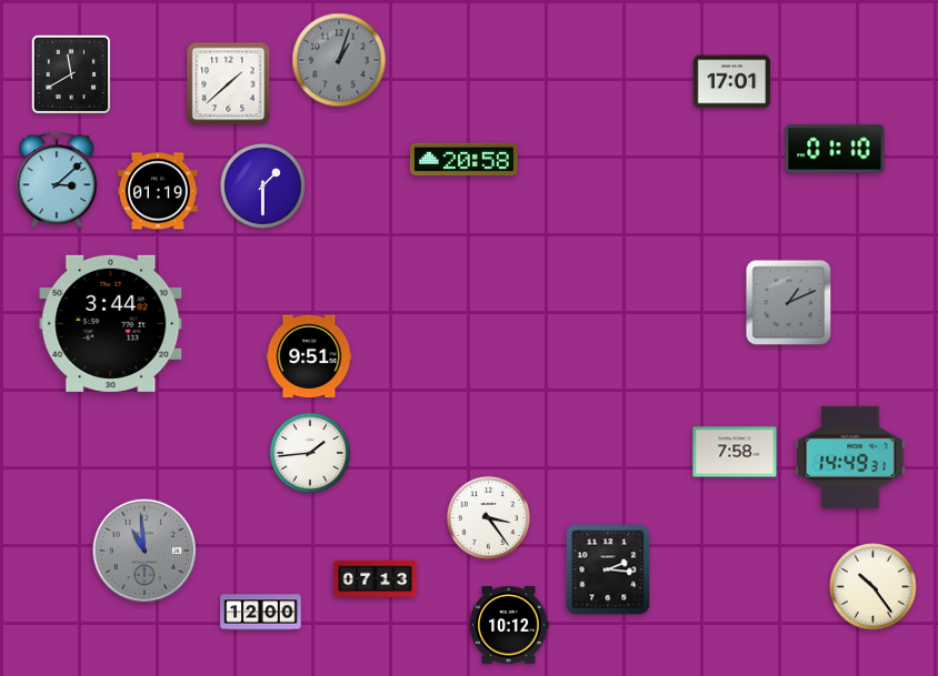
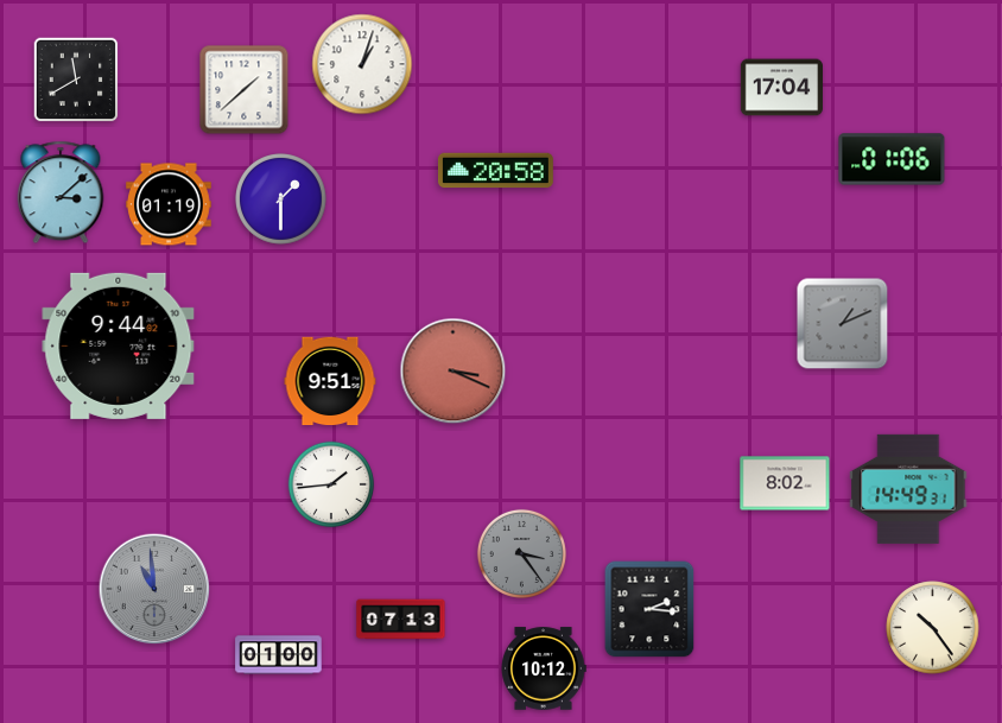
clock at (339, 60) dial: grey -> white
clock at (732, 82): 17:01 -> 17:04
clock at (835, 149): 01:10 -> 01:06
clock at (111, 323): 3:44 -> 9:44
clock at (454, 372): none -> 3:19
clock at (735, 452): 7:58 -> 8:02
clock at (488, 517) dial: white -> grey
clock at (261, 613): 12:00 -> 01:00
